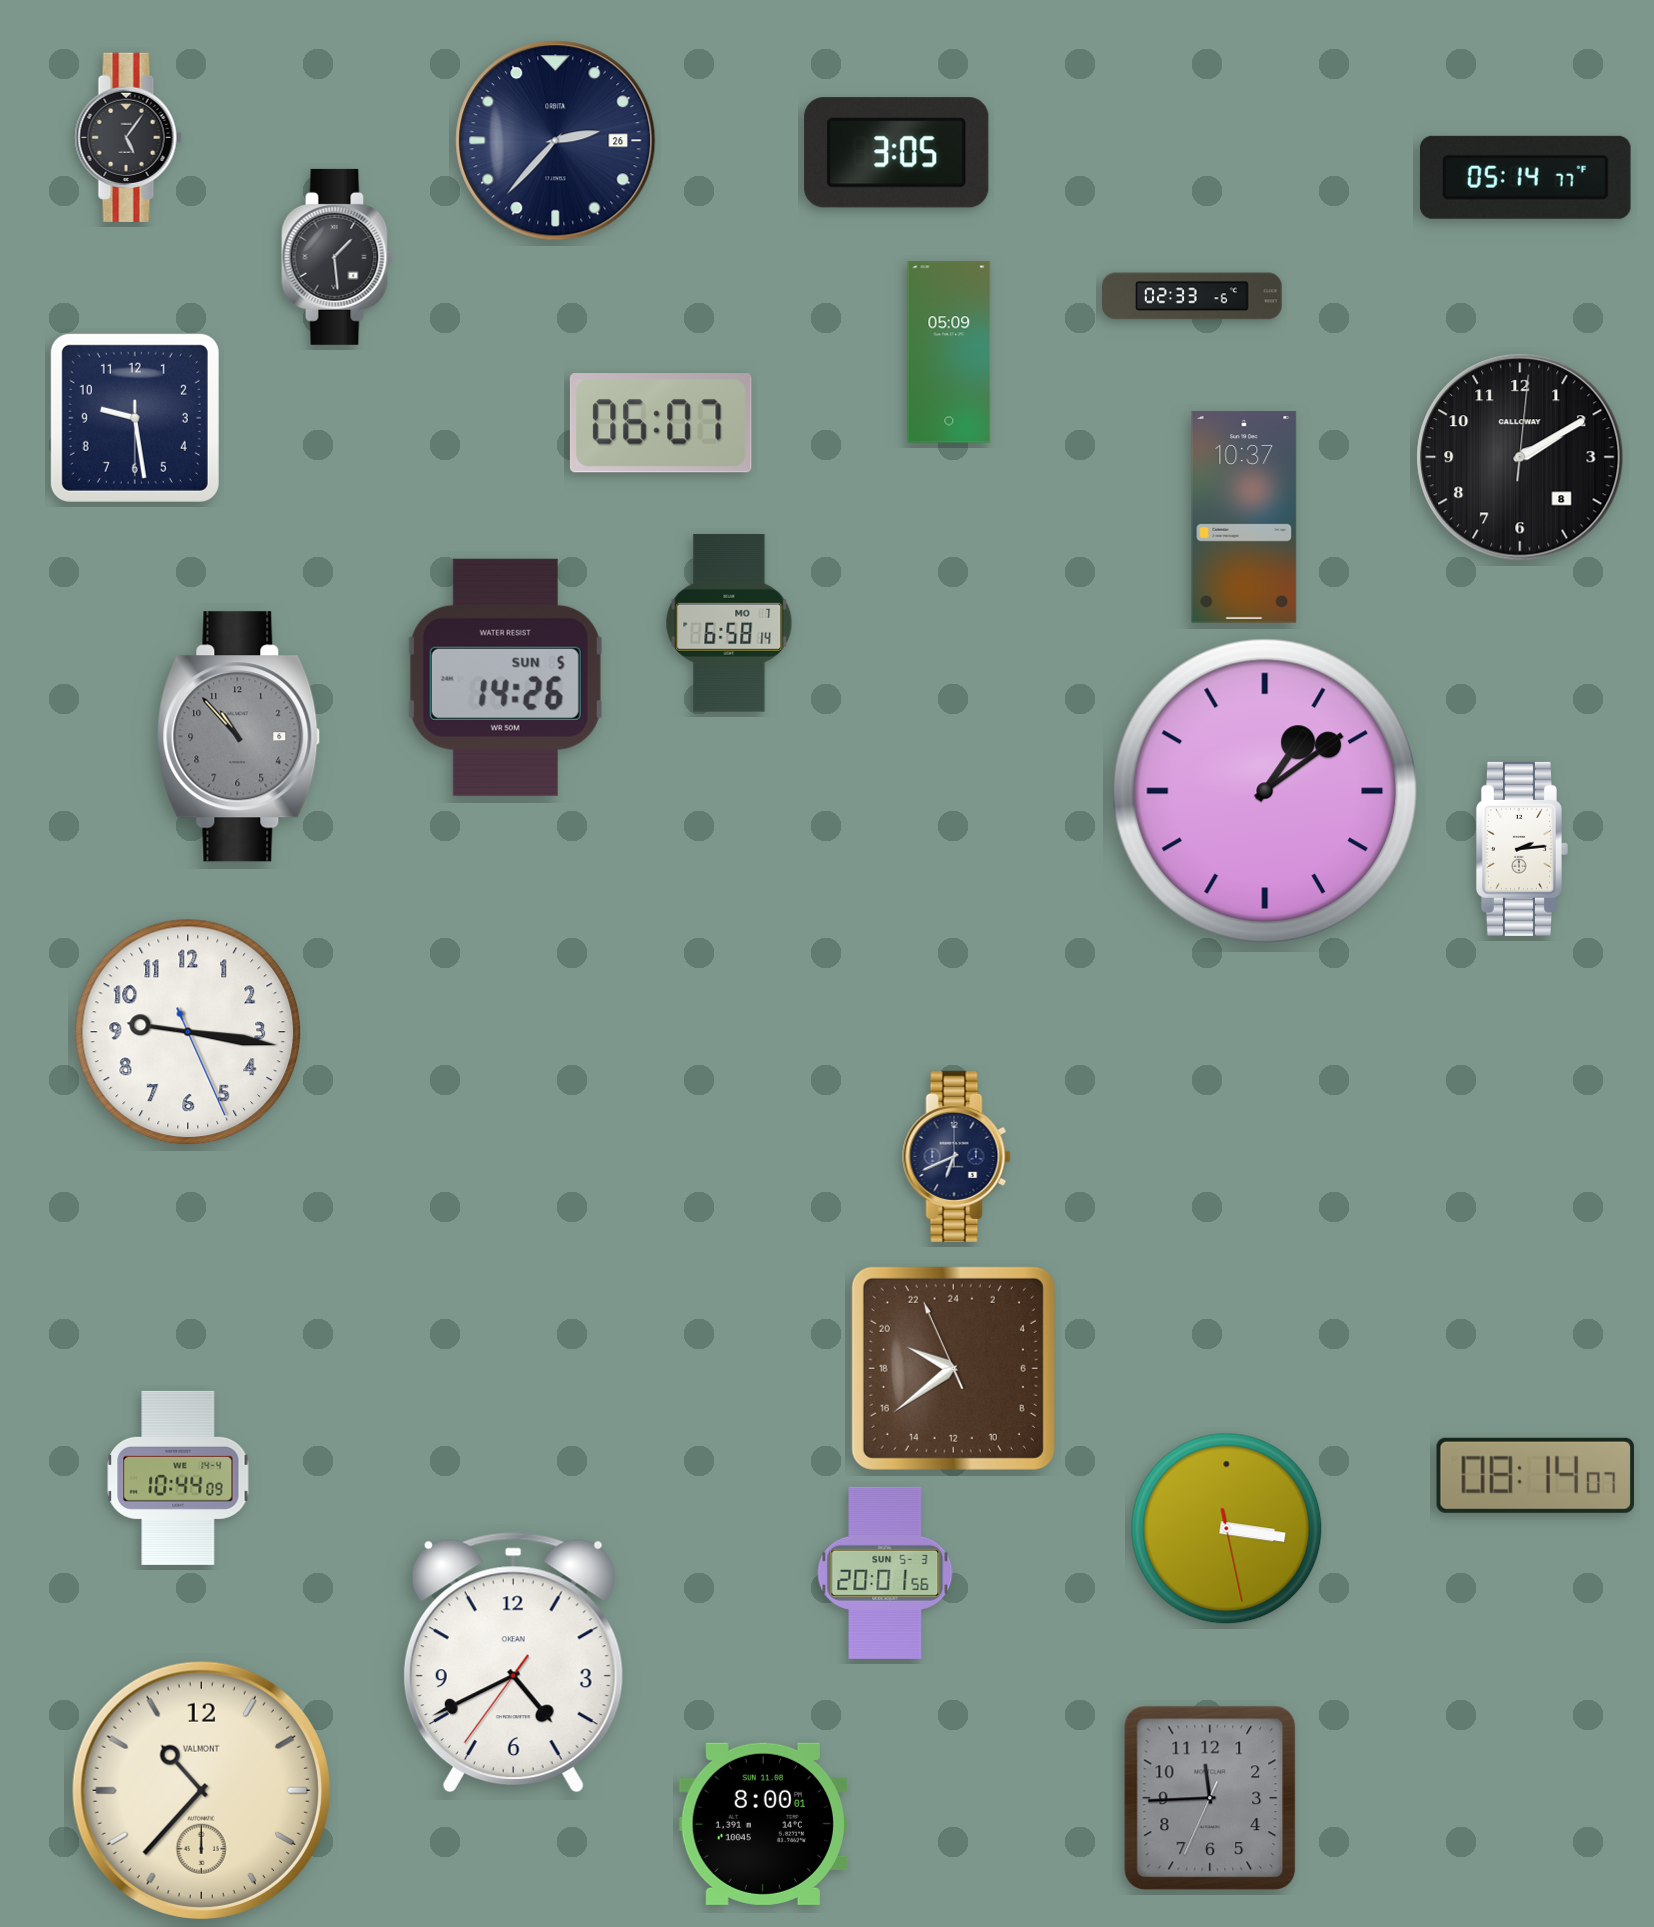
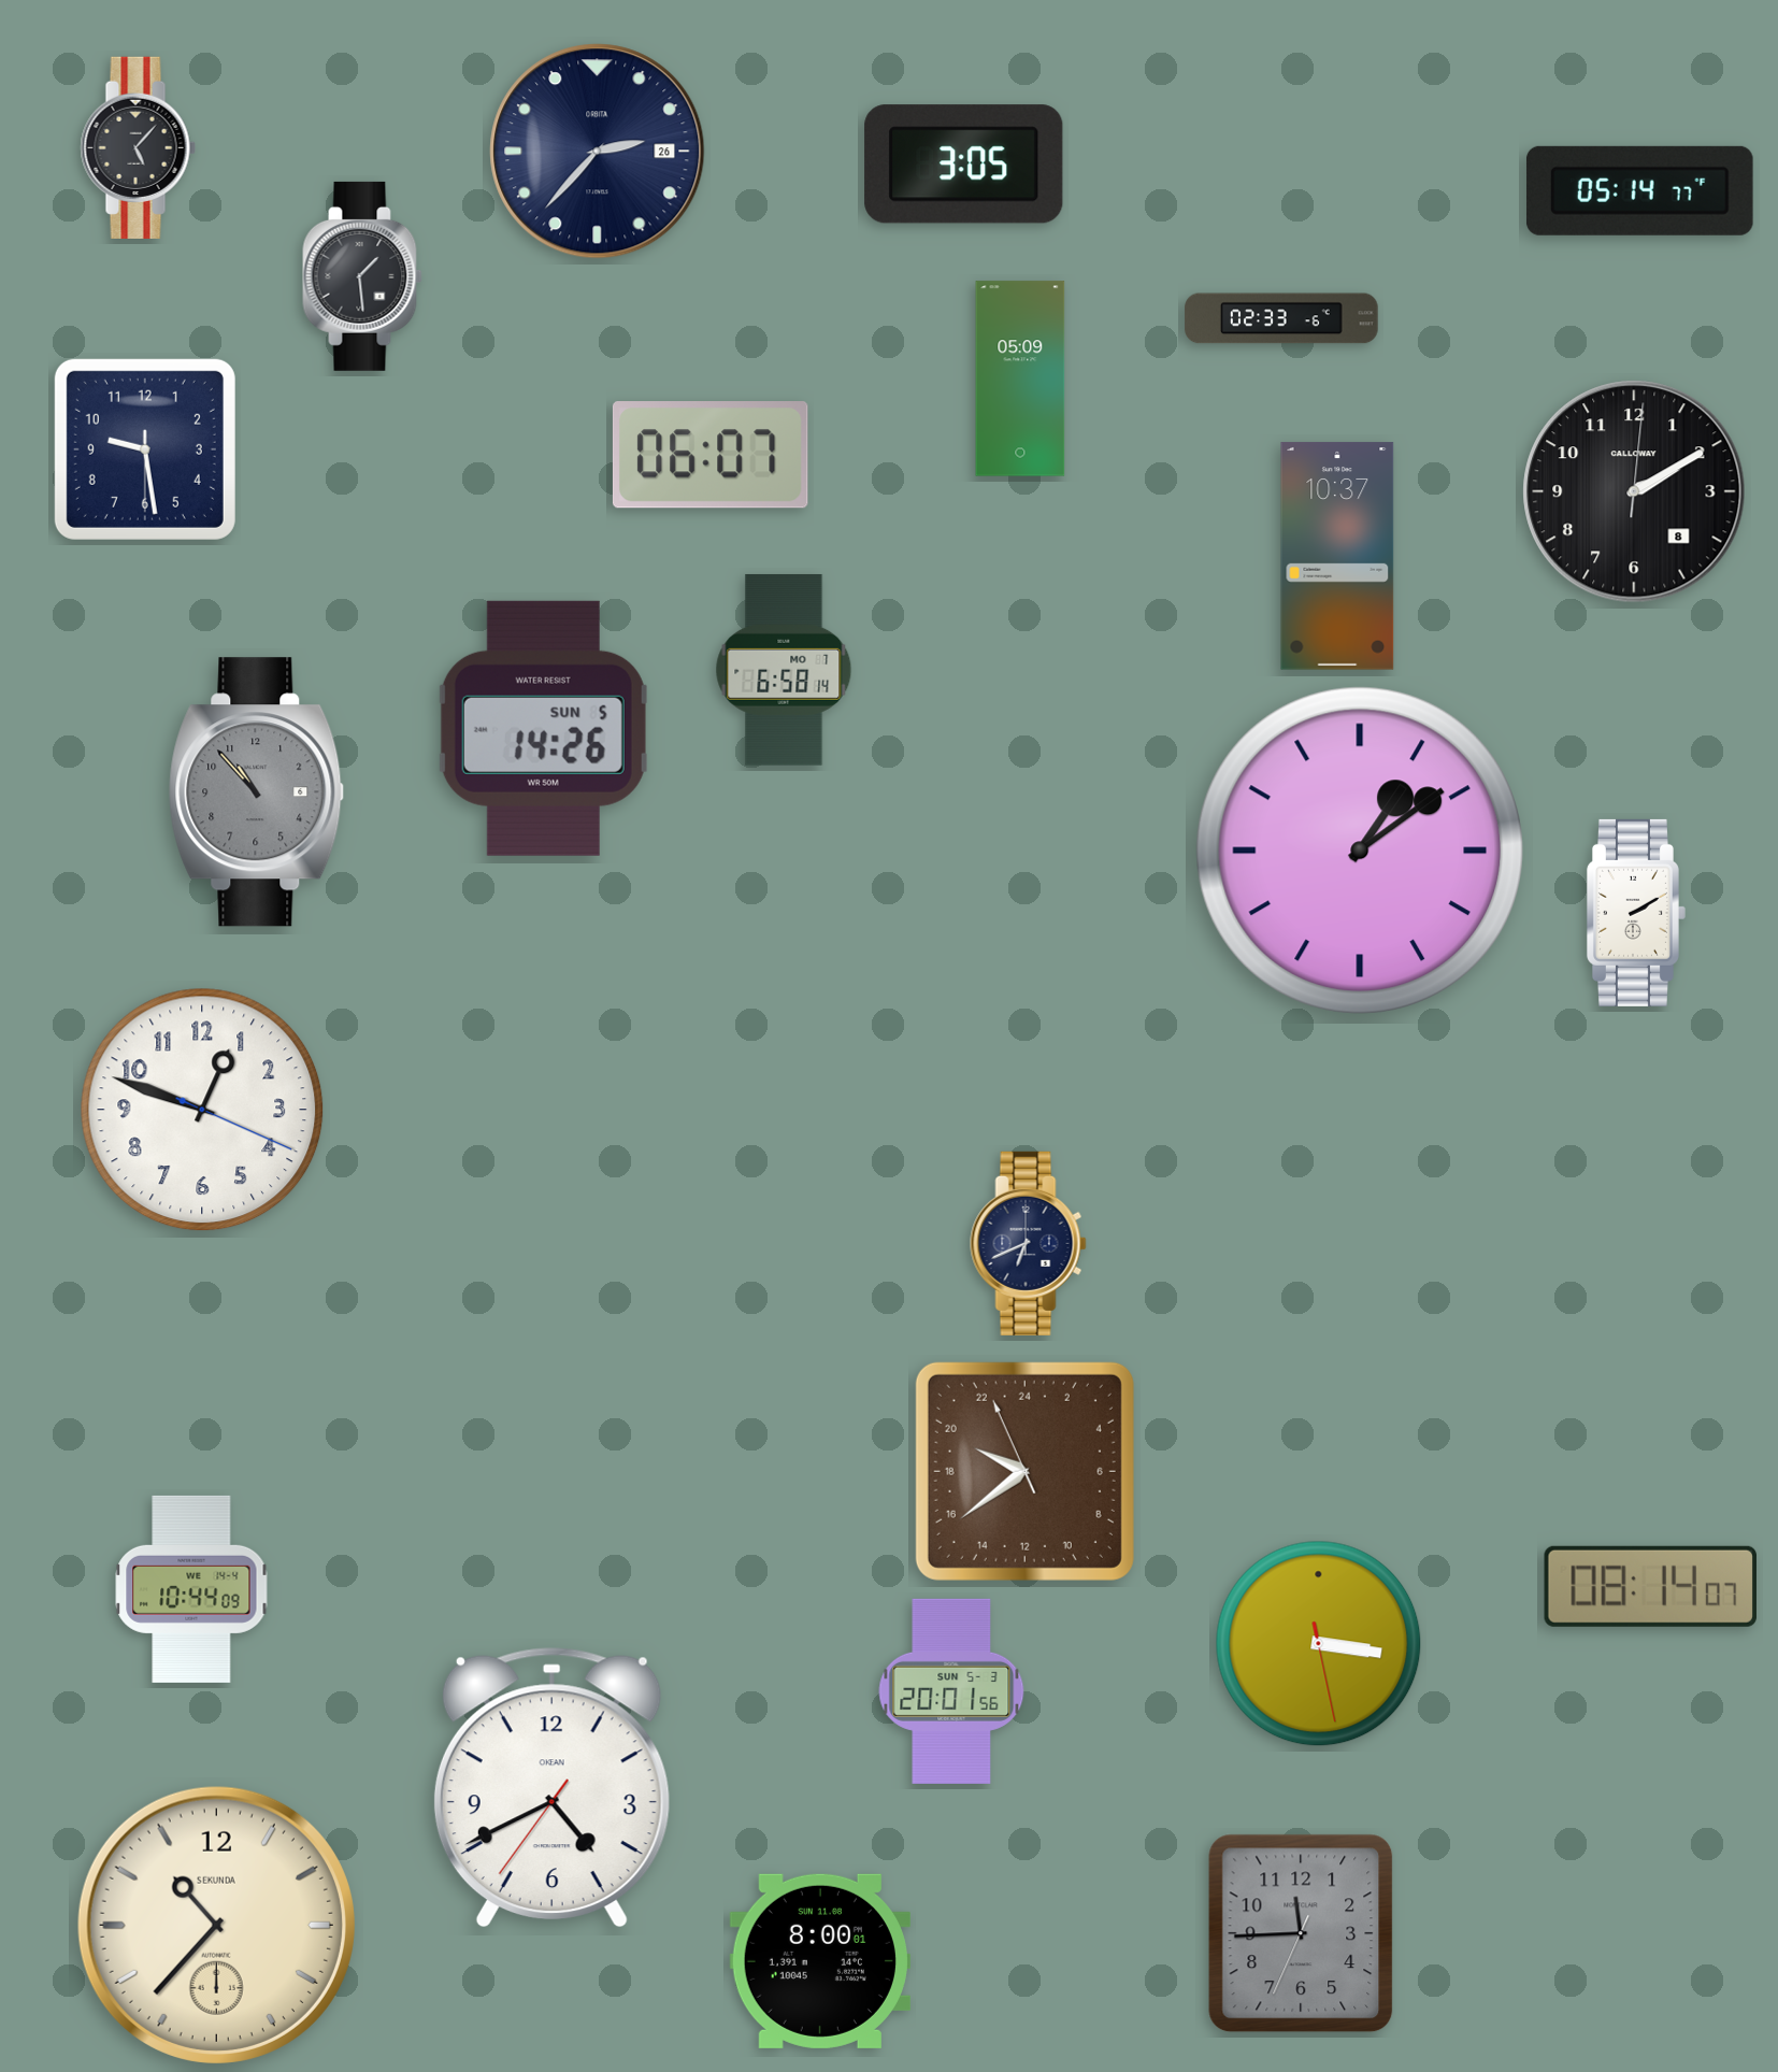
clock at (128, 137): 5:06 -> 5:07
clock at (1522, 849): 2:14 -> 2:10
clock at (188, 1032): 9:16 -> 12:48
clock at (201, 1790) brand: VALMONT -> SEKUNDA
